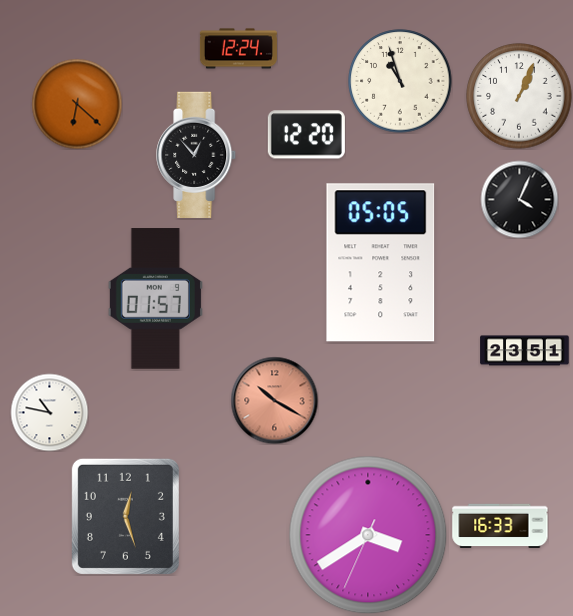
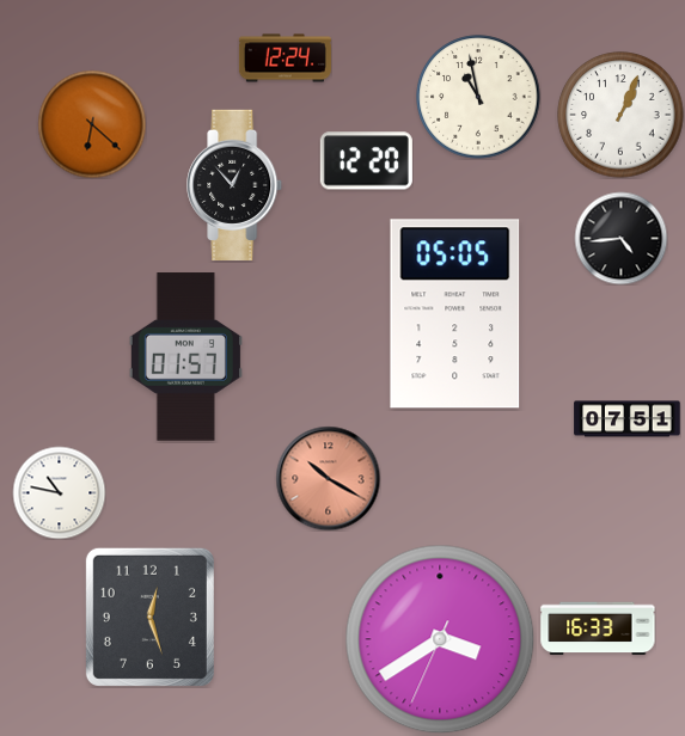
clock at (400, 81): 10:57 -> 10:58
clock at (519, 199): 4:04 -> 4:44
clock at (525, 351): 23:51 -> 07:51
